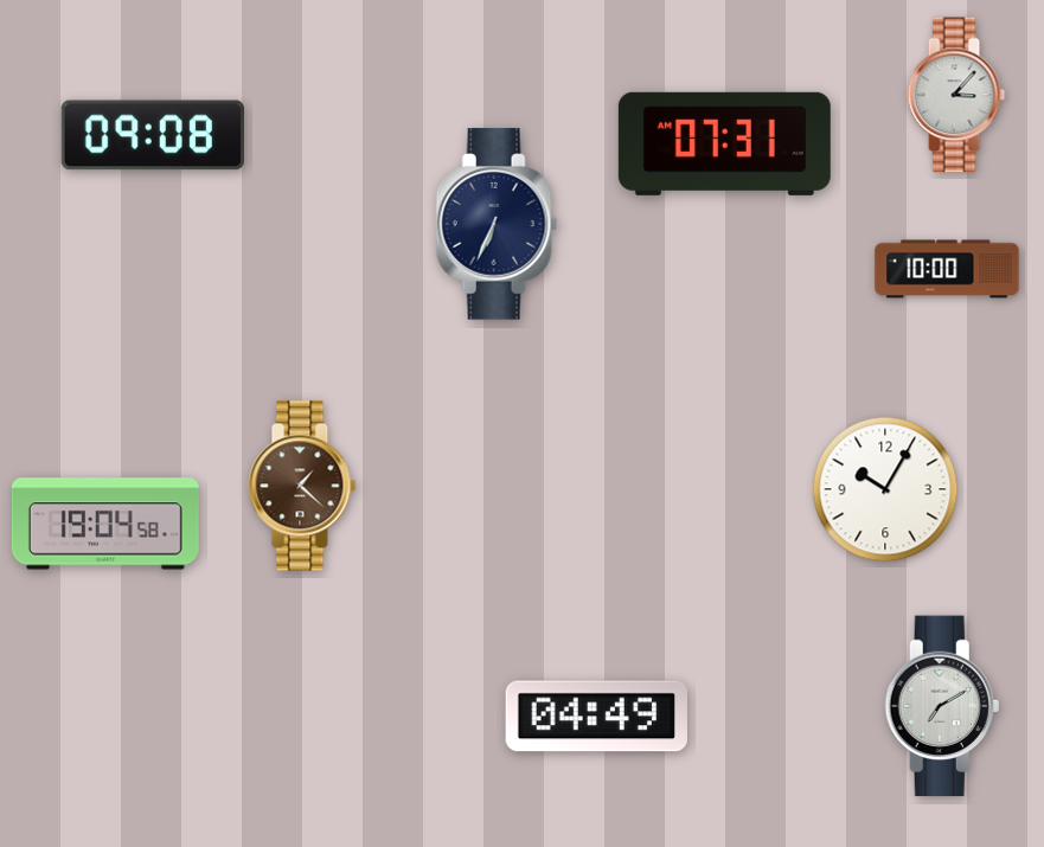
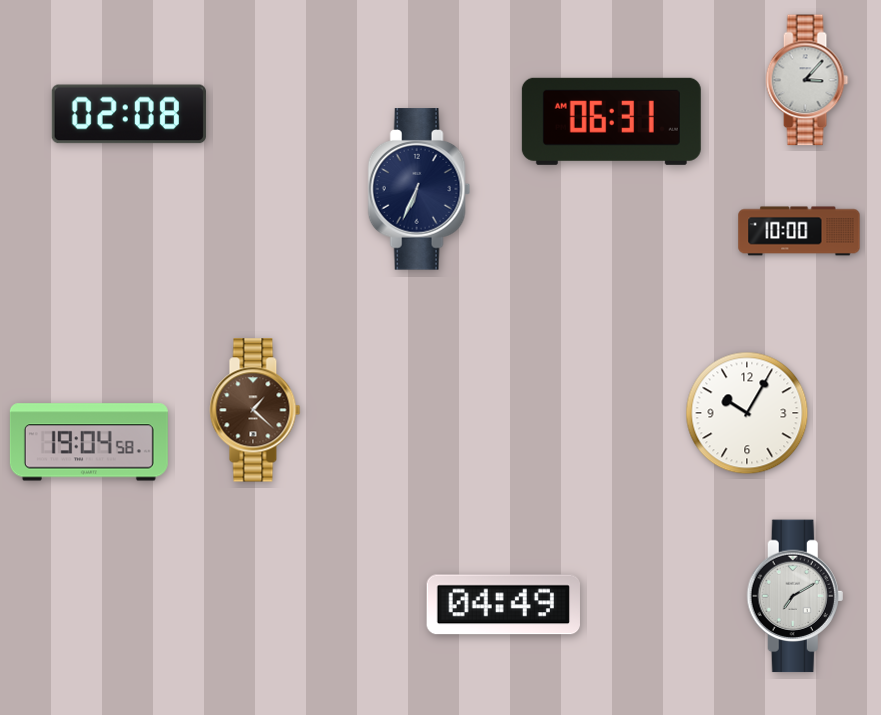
clock at (153, 135): 09:08 -> 02:08
clock at (724, 143): 07:31 -> 06:31
clock at (947, 269) position: (947, 269) -> (799, 231)
